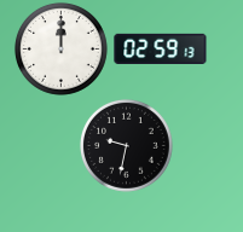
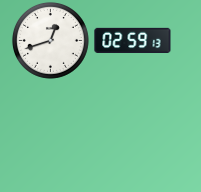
clock at (60, 48): 12:00 -> 12:42
clock at (126, 145): 9:32 -> none
